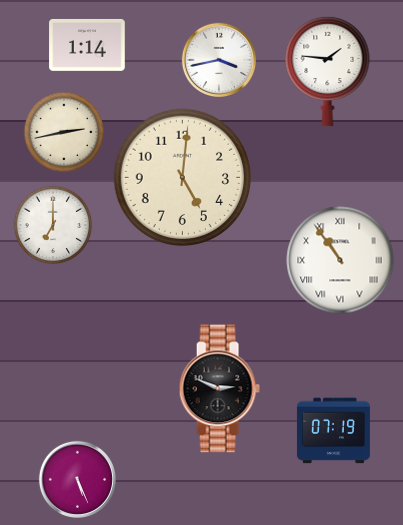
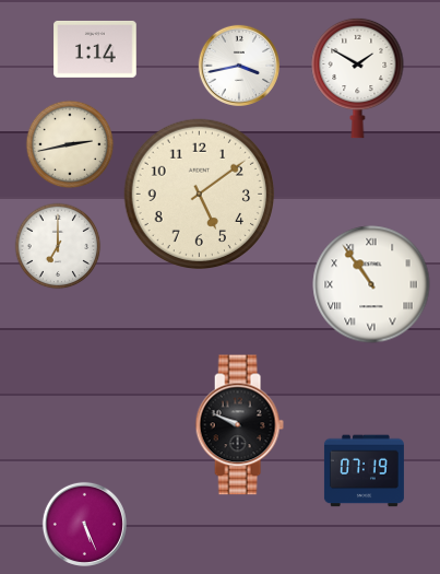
clock at (328, 71): 1:46 -> 1:50
clock at (183, 178): 5:01 -> 5:09
clock at (219, 389): 2:49 -> 9:49
